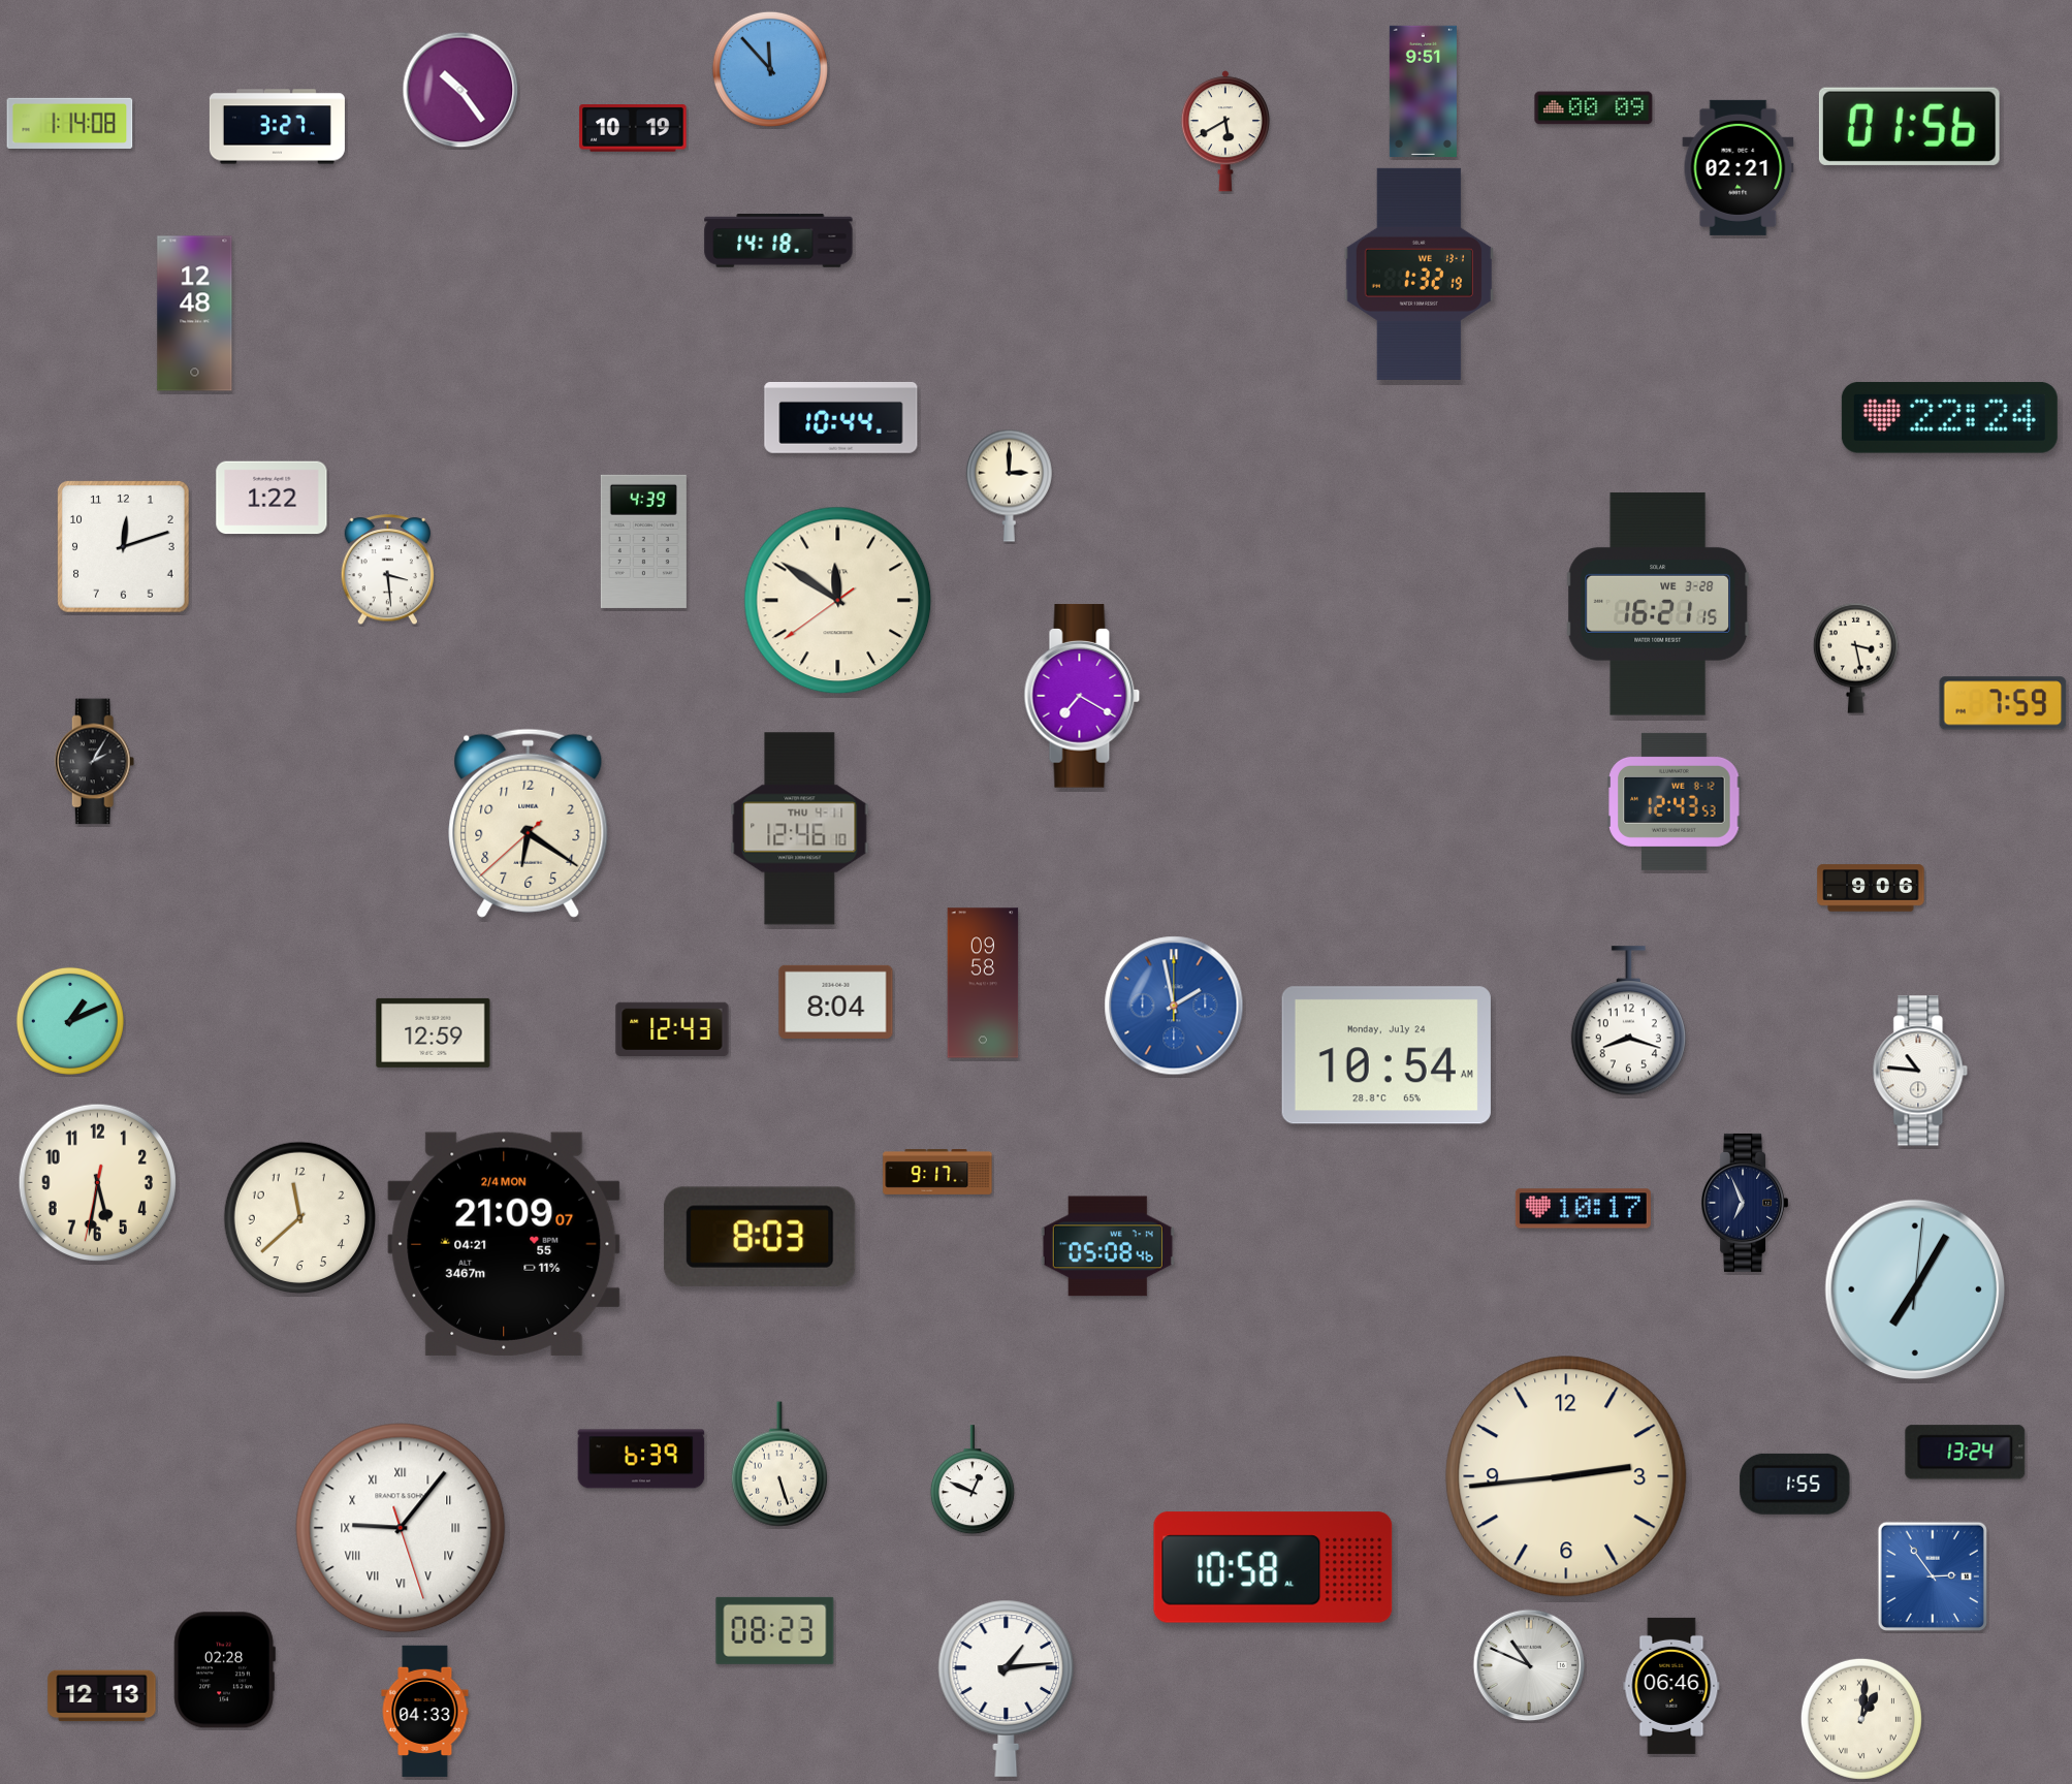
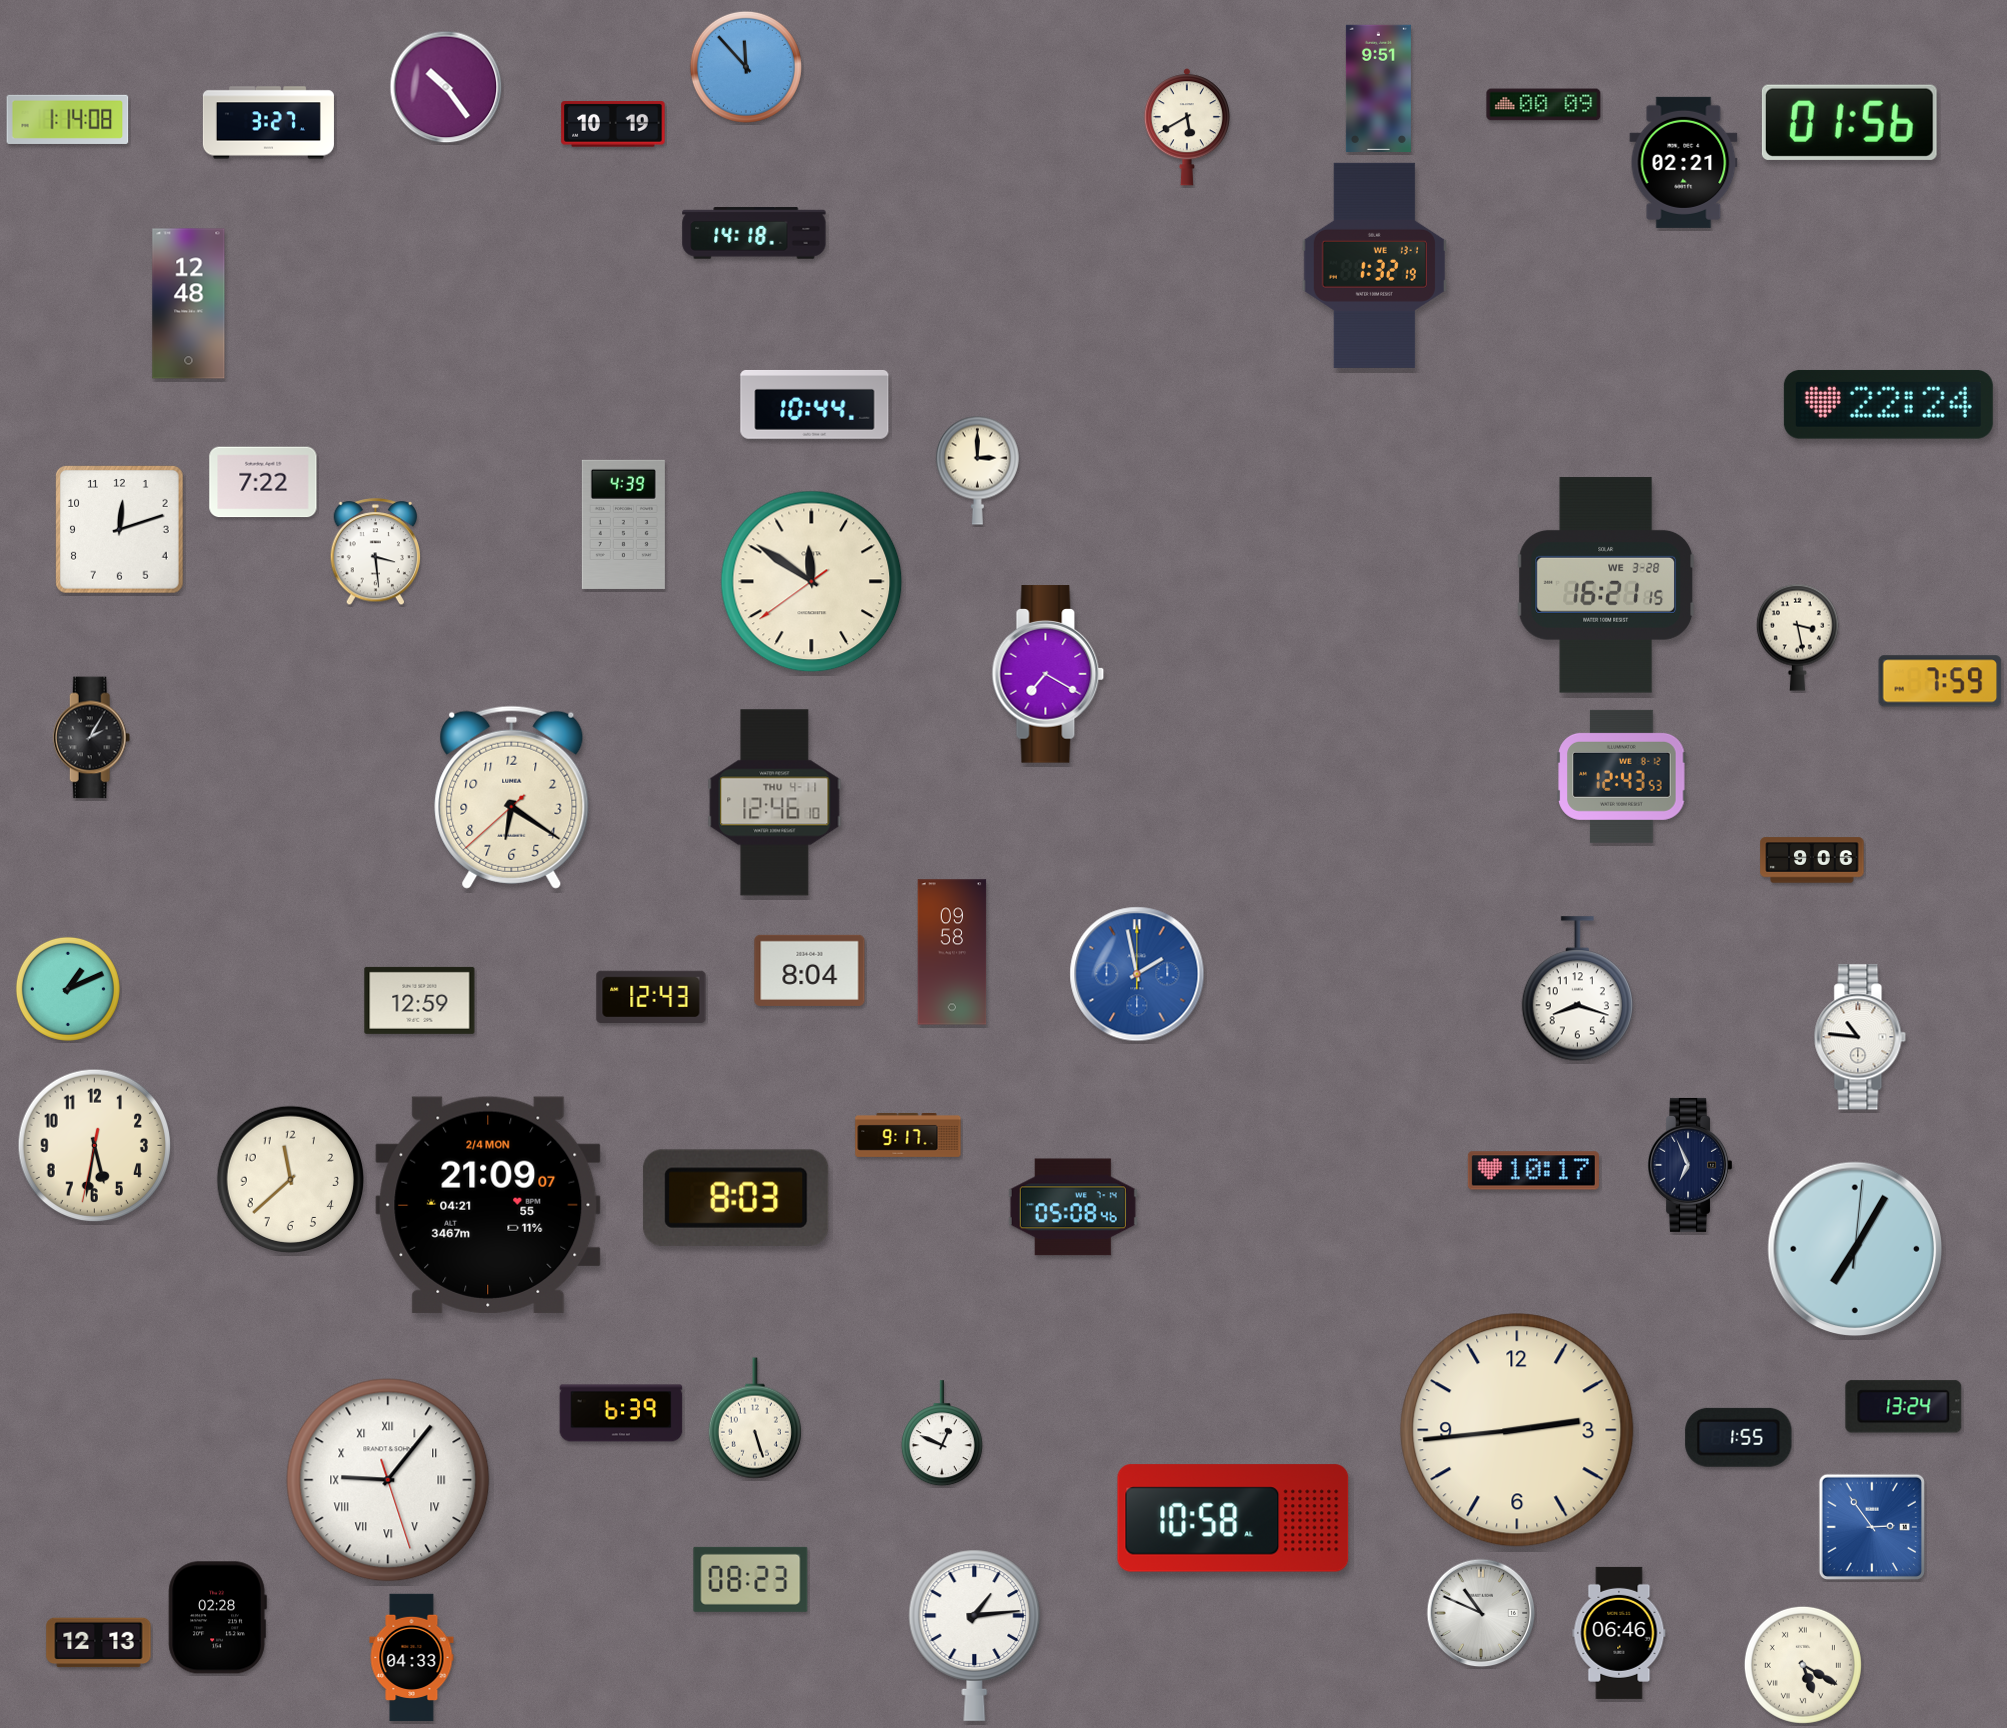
clock at (272, 498): 1:22 -> 7:22
clock at (1386, 1055): 10:54 -> none
clock at (1861, 1719): 1:01 -> 5:20
